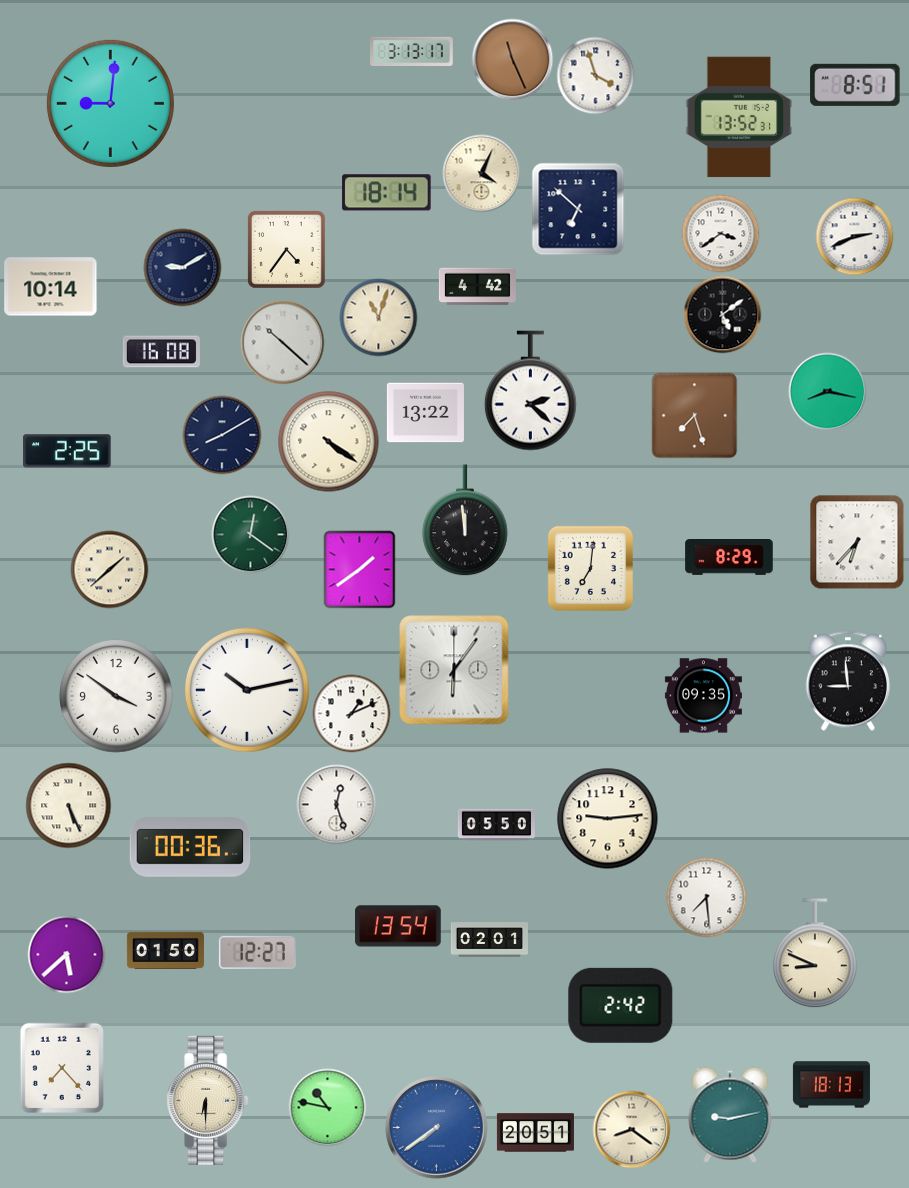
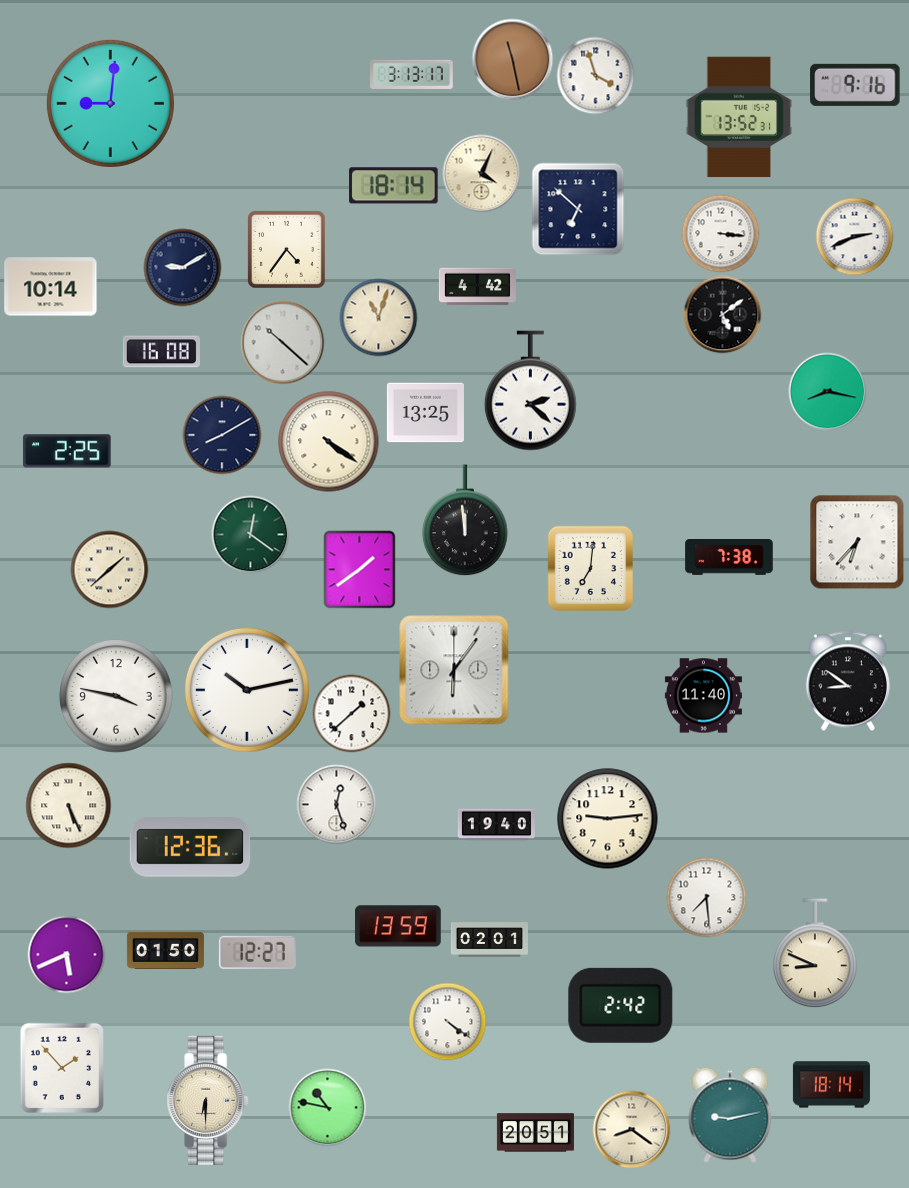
clock at (412, 51) position: (412, 51) -> (412, 74)
clock at (512, 59): 11:26 -> 11:28
clock at (855, 85): 8:51 -> 9:16
clock at (387, 193) position: (387, 193) -> (394, 186)
clock at (720, 233): 3:39 -> 3:16
clock at (425, 413): 13:22 -> 13:25
clock at (694, 415): 7:27 -> none
clock at (729, 557): 8:29 -> 7:38
clock at (848, 681): 8:59 -> 8:51
clock at (116, 696): 3:51 -> 3:47
clock at (703, 696): 09:35 -> 11:40
clock at (351, 713): 1:11 -> 1:38
clock at (496, 825): 05:50 -> 19:40
clock at (190, 847): 00:36 -> 12:36
clock at (398, 926): 13:54 -> 13:59
clock at (66, 954): 5:38 -> 5:41
clock at (447, 1021): none -> 4:21
clock at (62, 1068): 7:23 -> 1:53
clock at (831, 1085): 18:13 -> 18:14
clock at (437, 1128): 7:39 -> none
